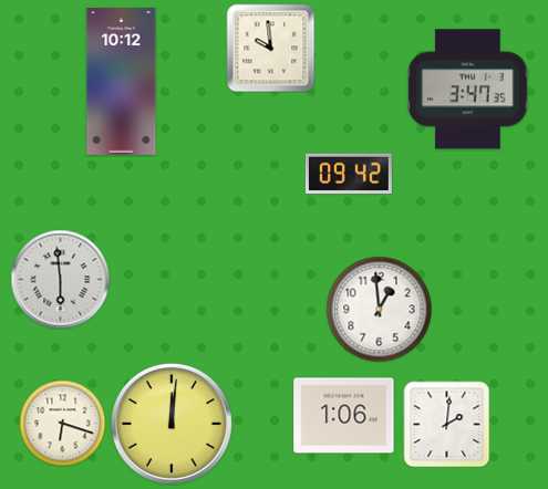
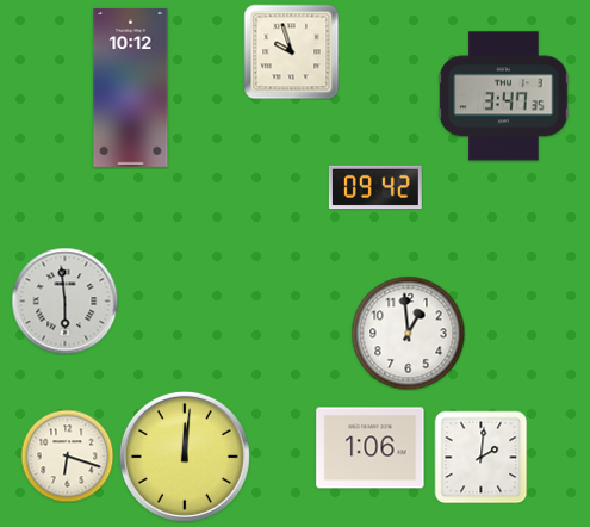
clock at (270, 48): 9:59 -> 9:57
